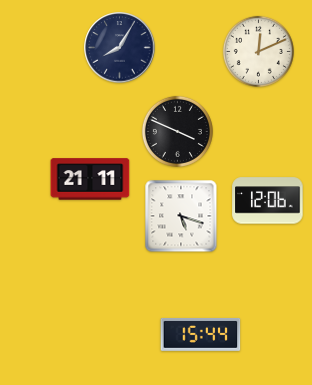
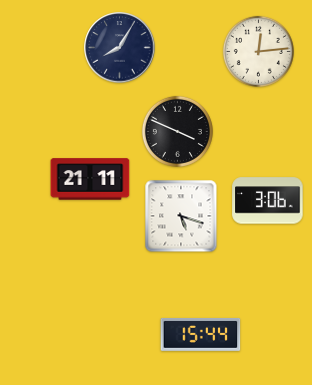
clock at (258, 51): 12:11 -> 12:14
clock at (268, 201): 12:06 -> 3:06
